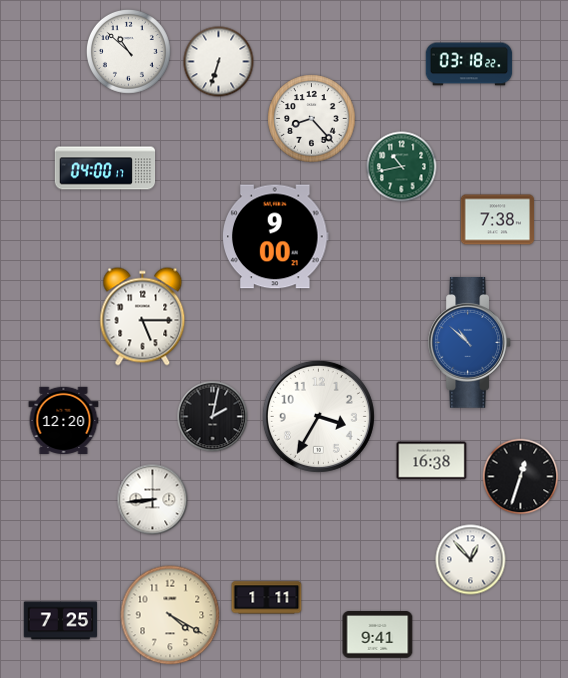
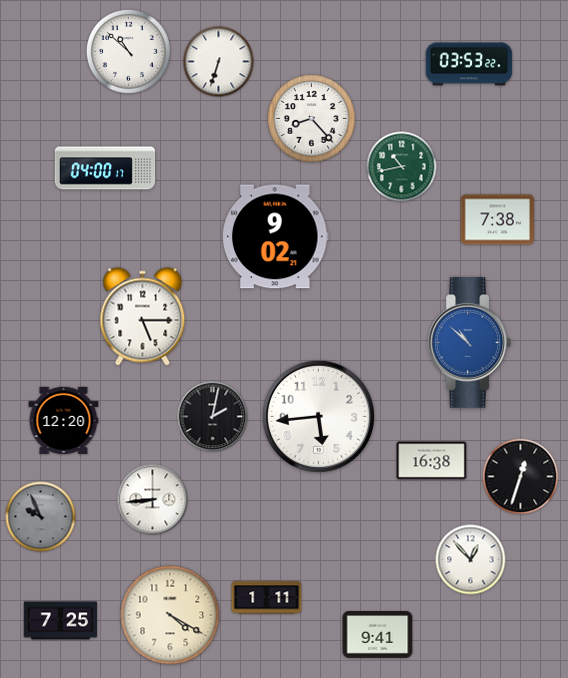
clock at (469, 64): 03:18 -> 03:53
clock at (276, 237): 9:00 -> 9:02
clock at (318, 416): 3:35 -> 5:44
clock at (41, 517): none -> 9:56
